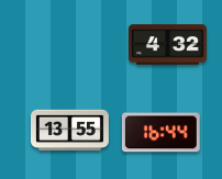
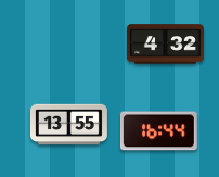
clock at (70, 131) position: (70, 131) -> (69, 125)
